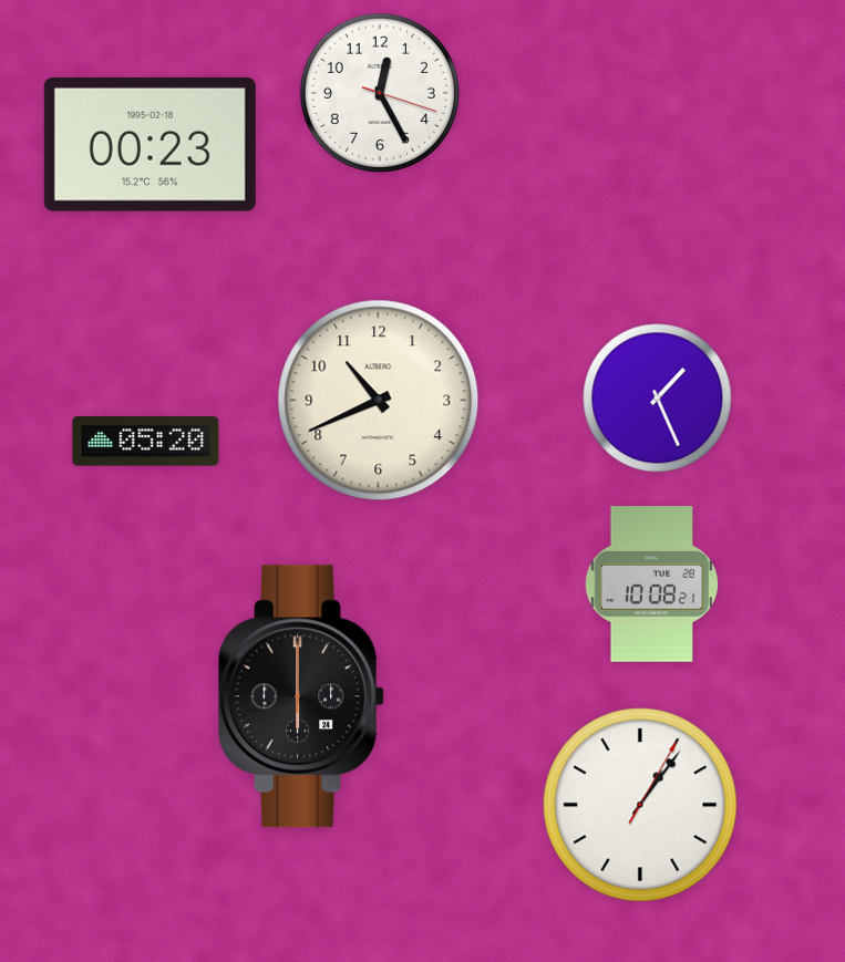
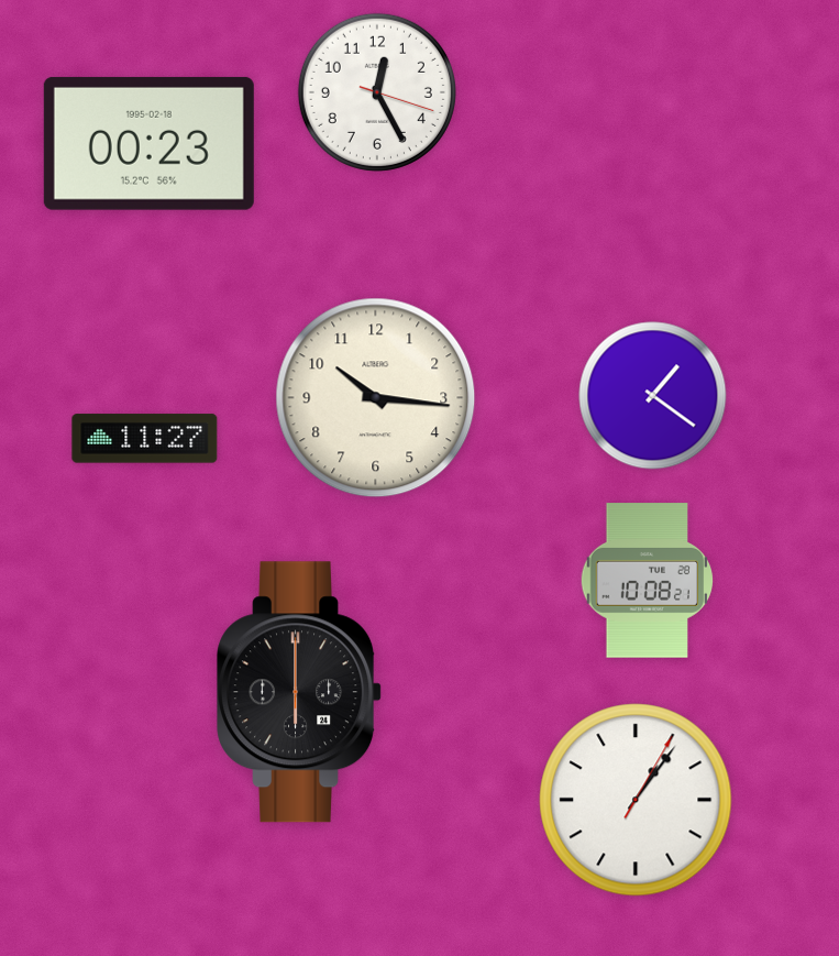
clock at (658, 399): 1:26 -> 1:21
clock at (379, 401): 10:41 -> 10:16
clock at (146, 442): 05:20 -> 11:27
